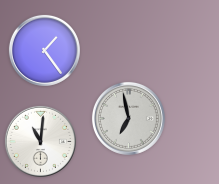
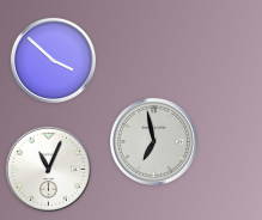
clock at (44, 50): 1:24 -> 3:52
clock at (40, 141): 11:01 -> 11:04
